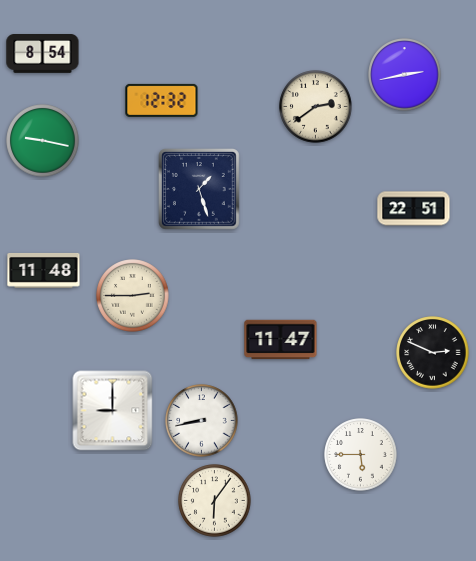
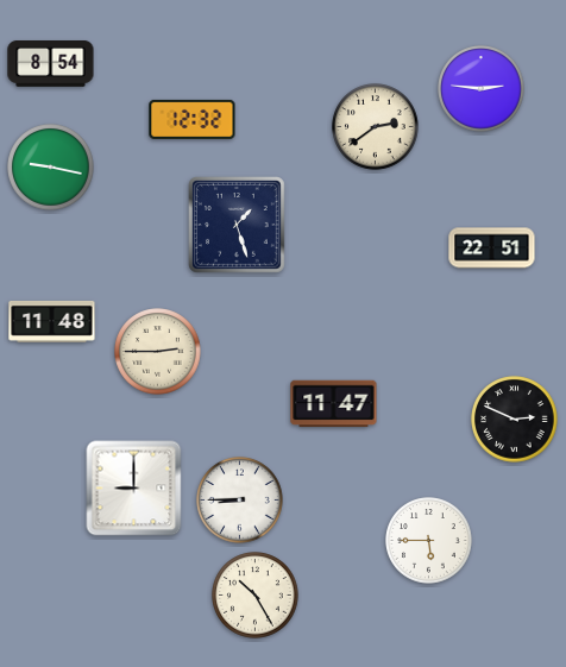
clock at (405, 75): 2:43 -> 2:46
clock at (202, 421): 8:43 -> 8:45
clock at (215, 501): 6:06 -> 10:25
